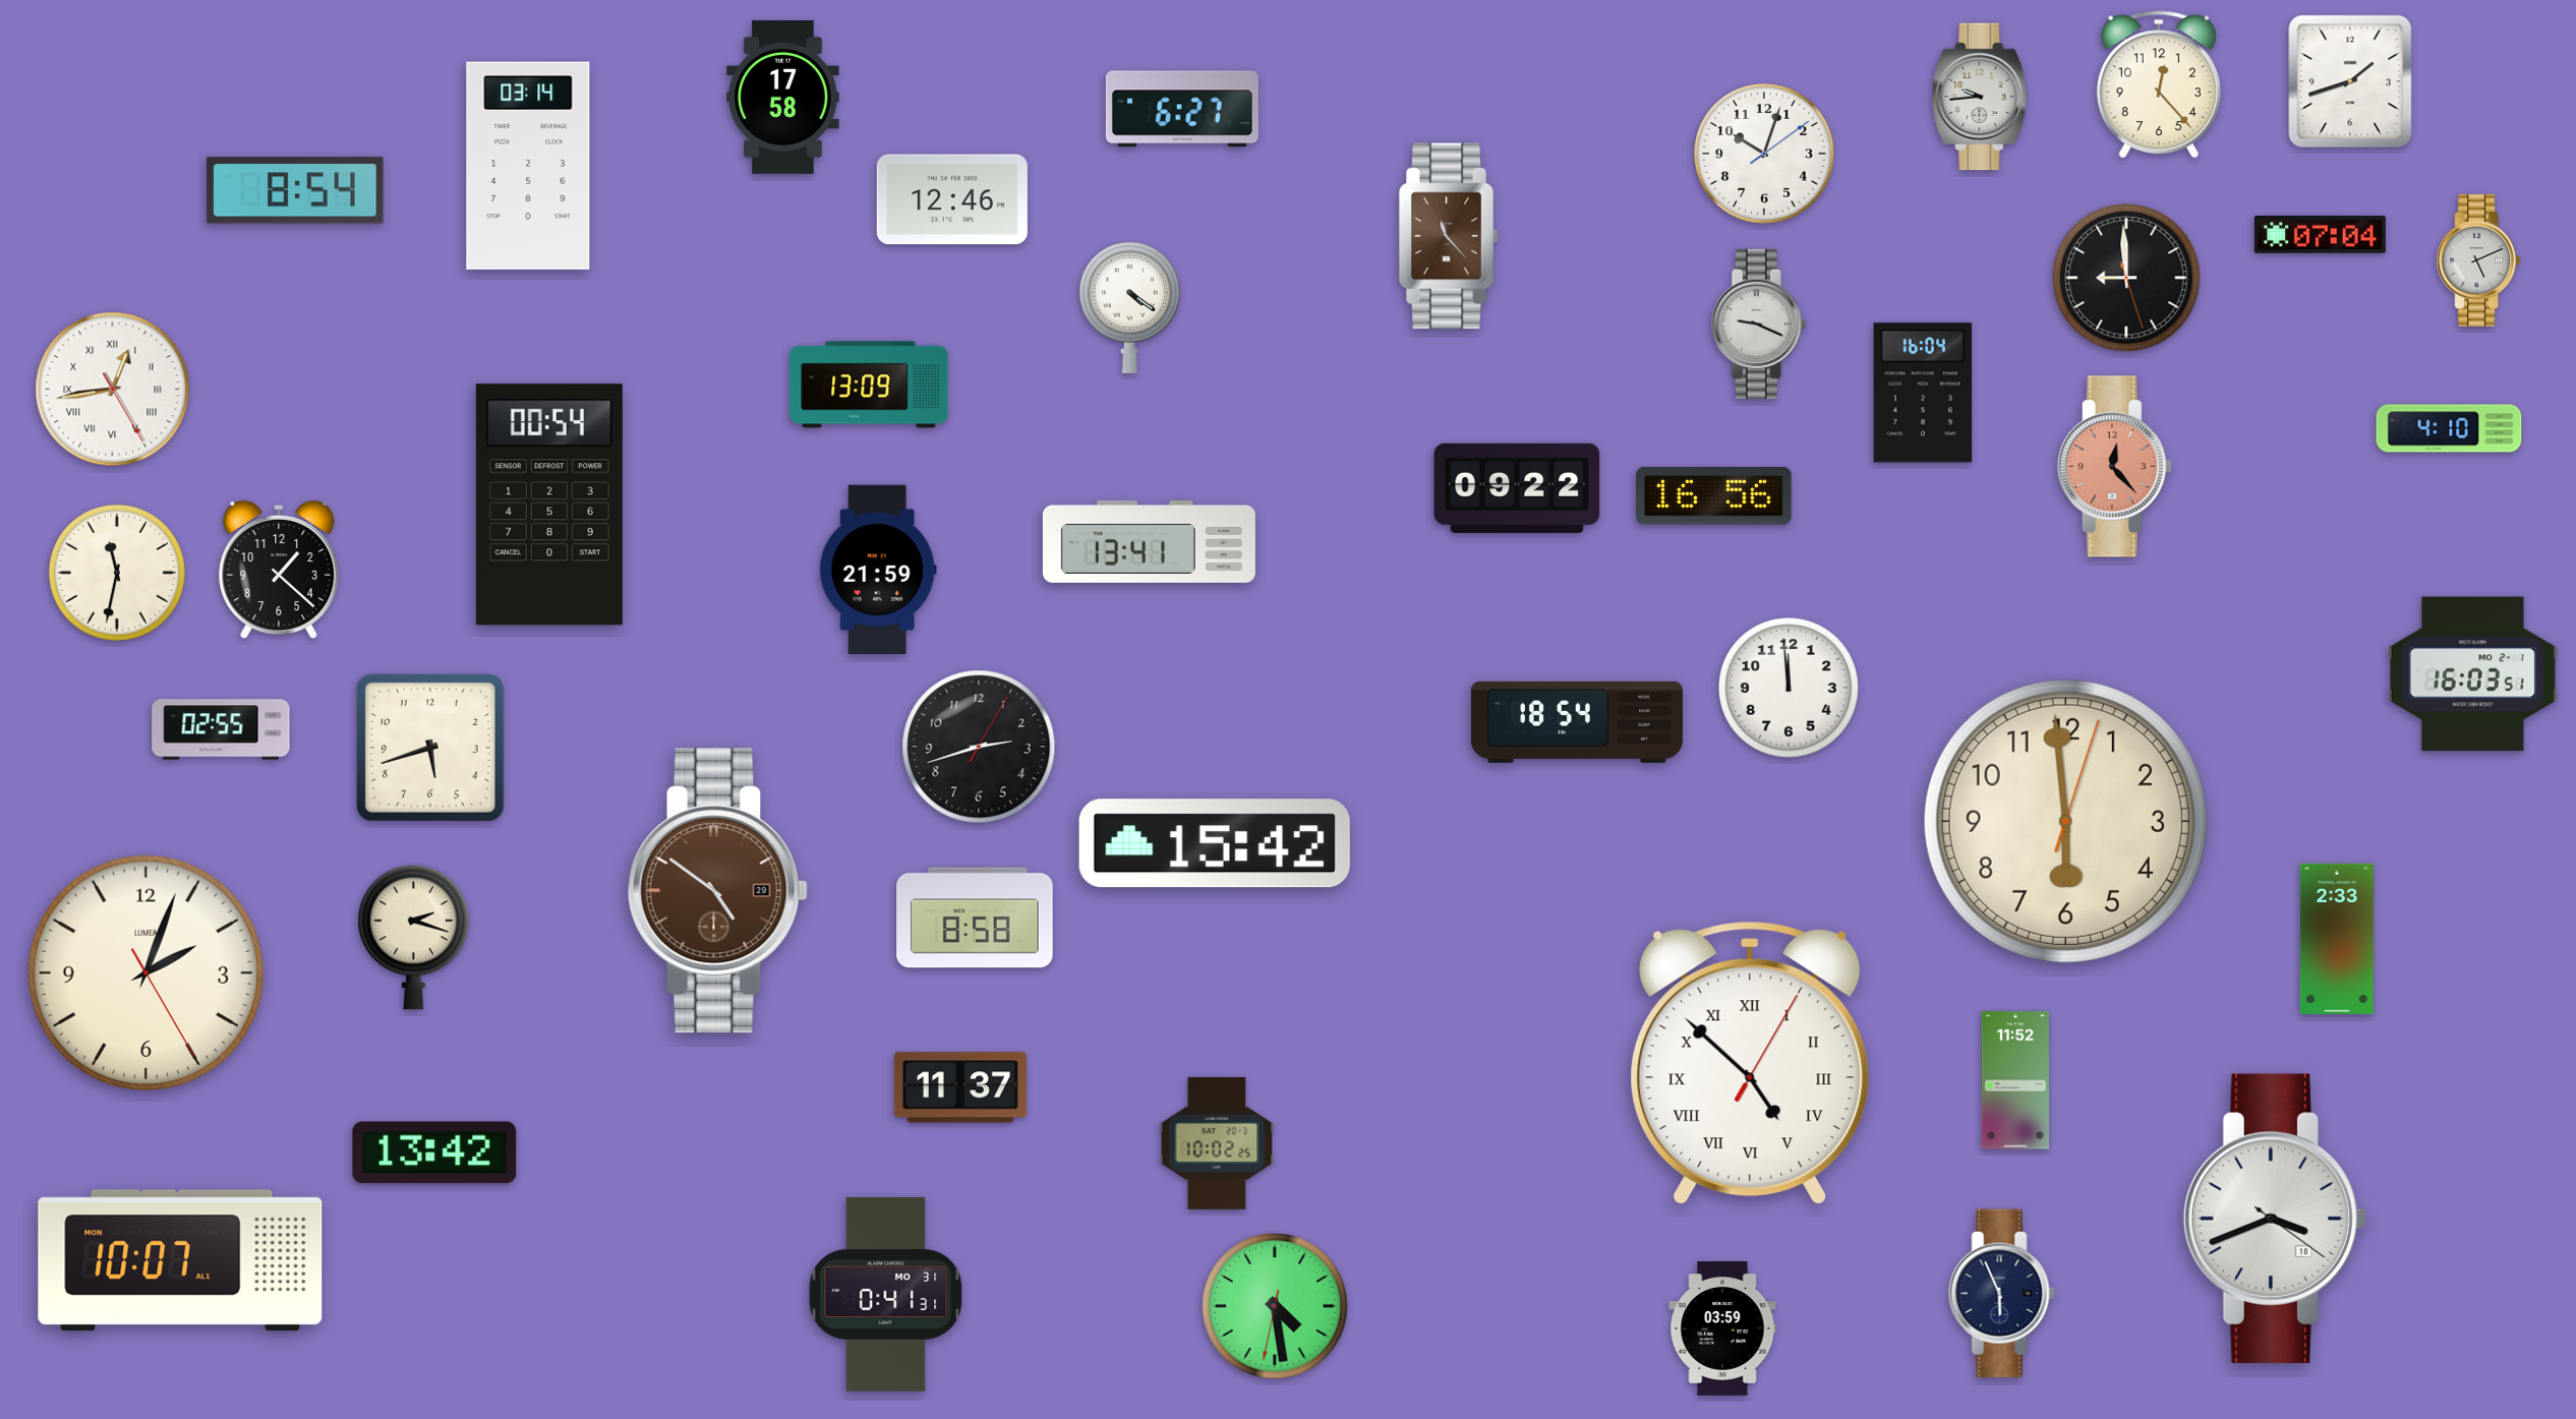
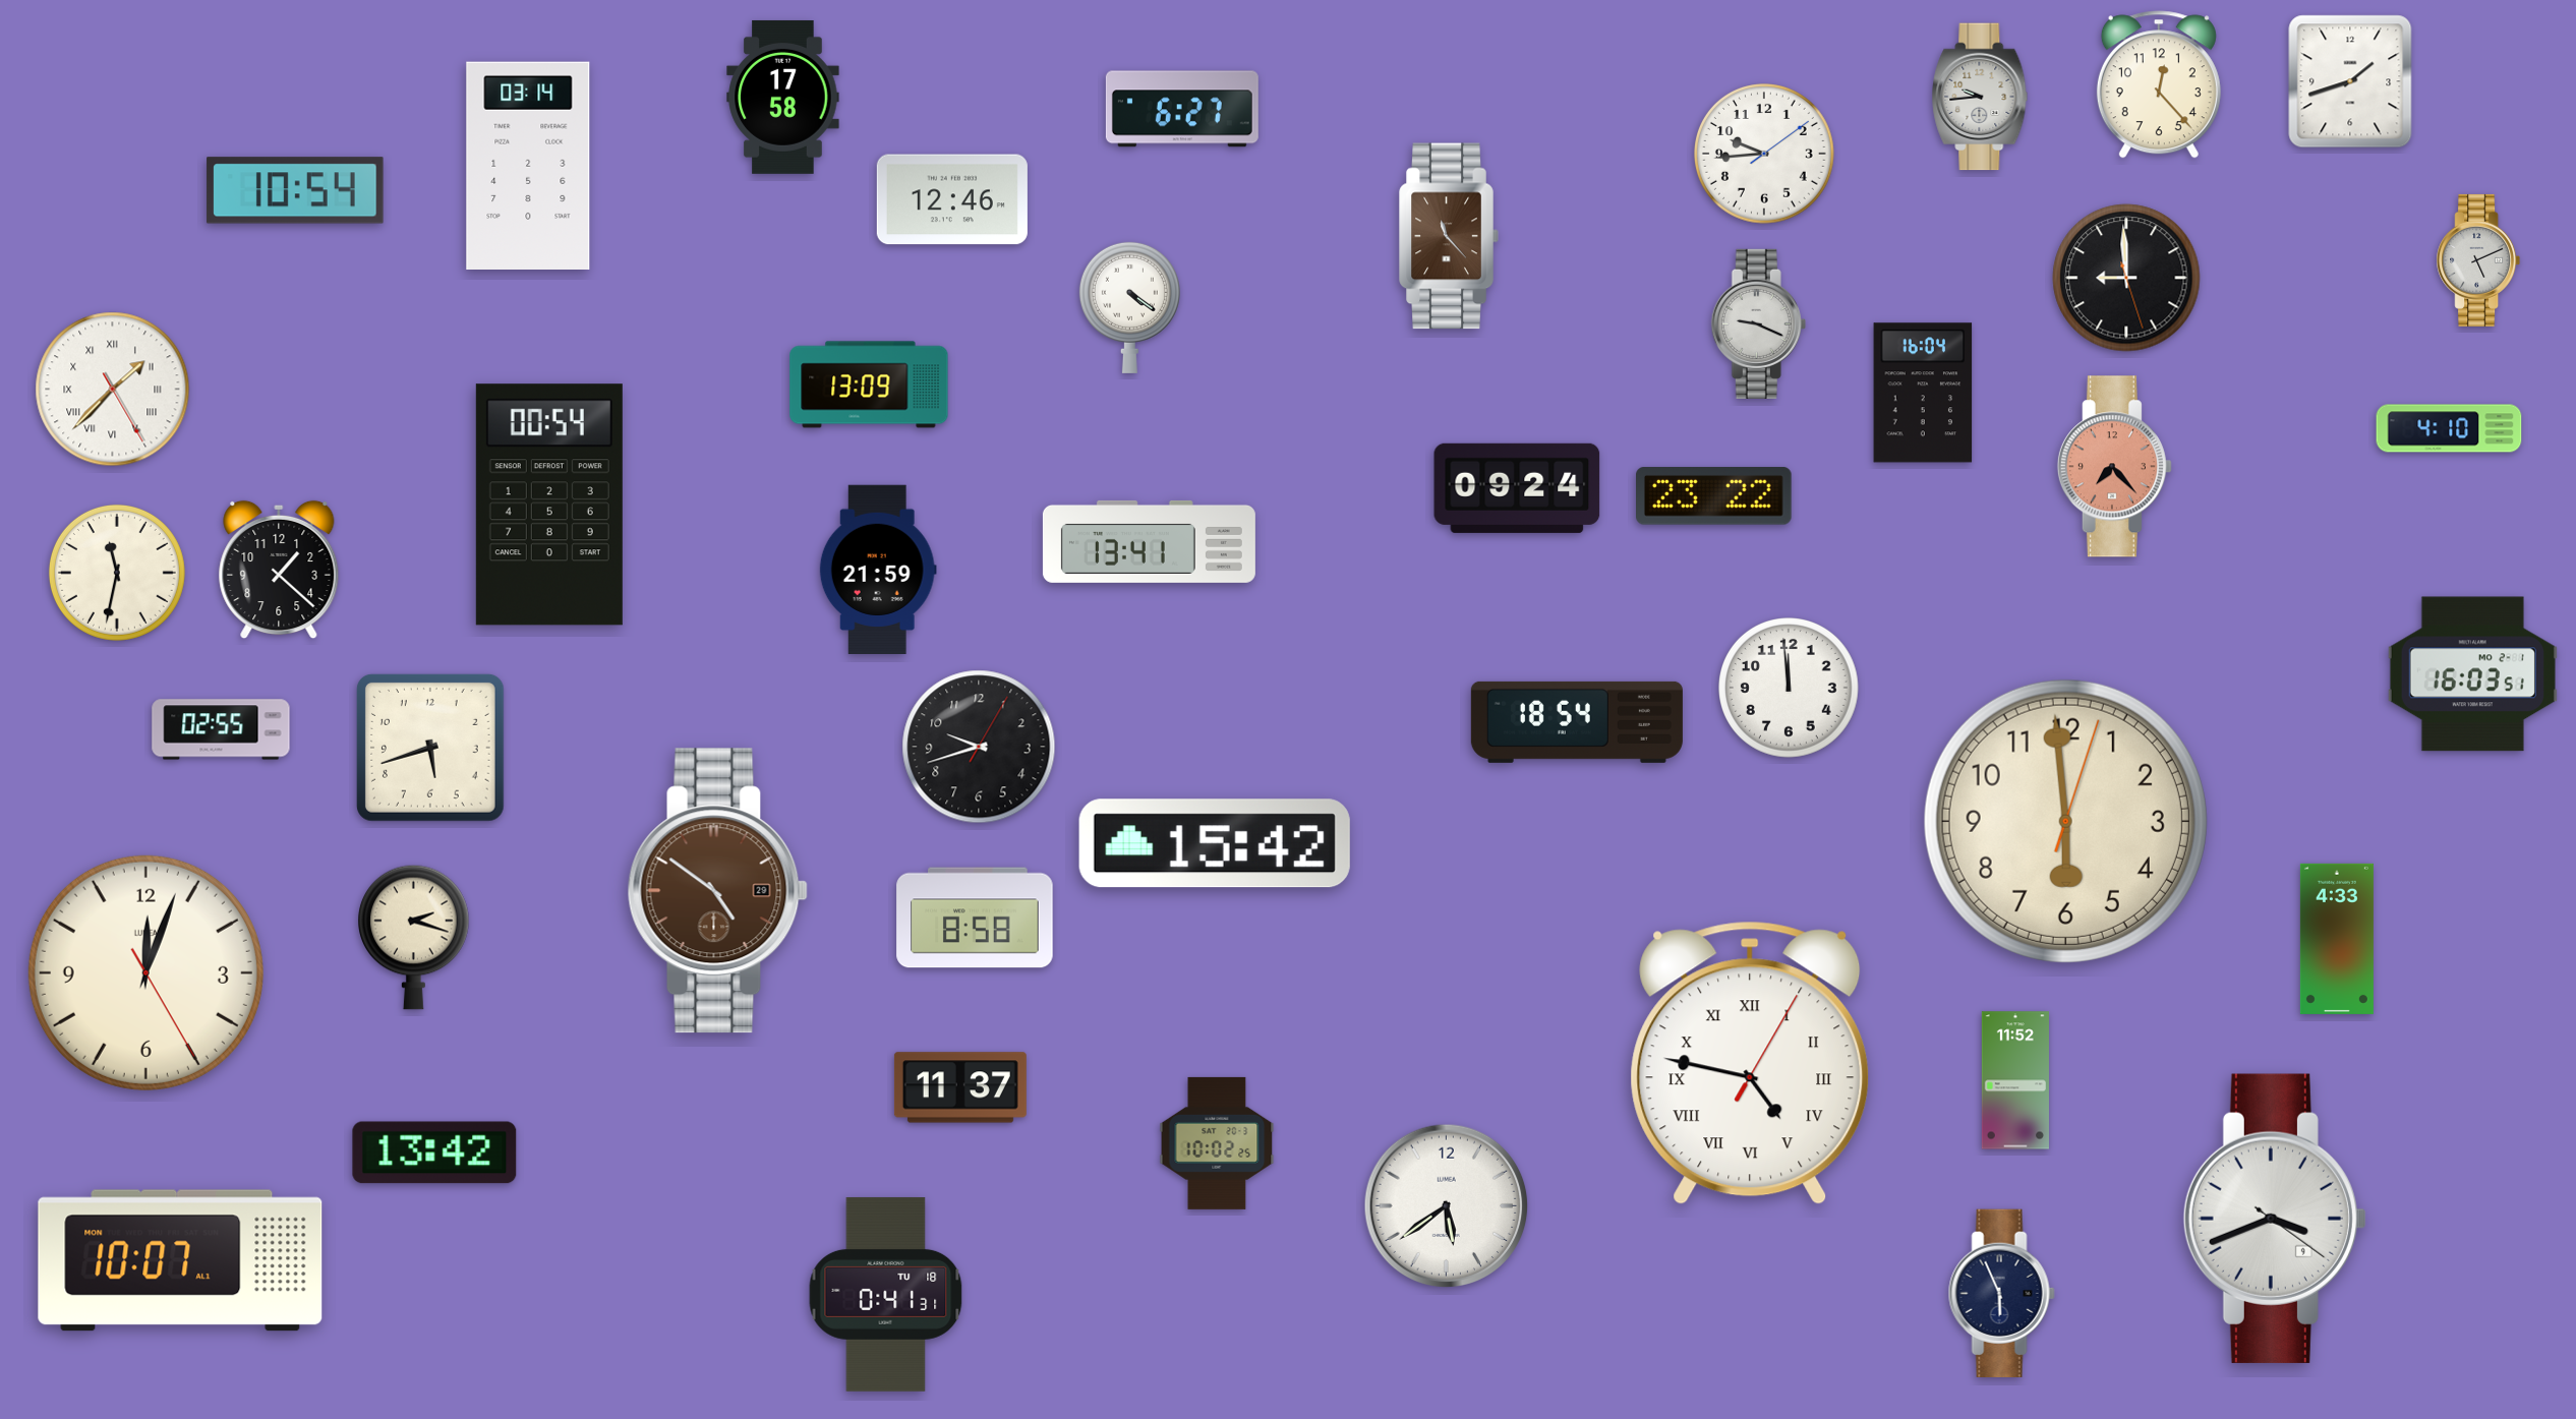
clock at (1765, 155): 10:03 -> 9:44
clock at (295, 190): 8:54 -> 10:54
clock at (2320, 235): 07:04 -> none
clock at (113, 390): 12:43 -> 1:37
clock at (2114, 467): 12:23 -> 7:23
clock at (1517, 488): 09:22 -> 09:24
clock at (1714, 496): 16:56 -> 23:22
clock at (979, 747): 2:42 -> 9:42
clock at (2337, 939): 2:33 -> 4:33
clock at (145, 972): 2:03 -> 12:03
clock at (1750, 1063): 4:52 -> 4:47
clock at (1447, 1206): none -> 5:39
clock at (2275, 1219) date: 10 -> 9
clock at (886, 1294) date: MO 31 -> TU 18
clock at (1275, 1306): 4:28 -> none
clock at (1722, 1329): 03:59 -> none
